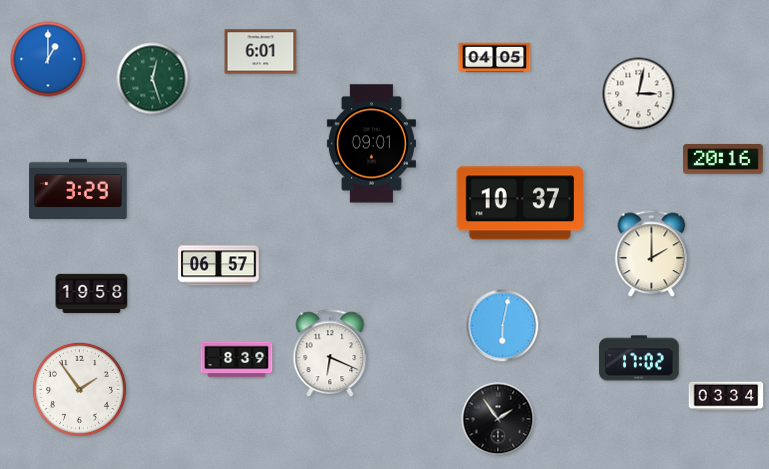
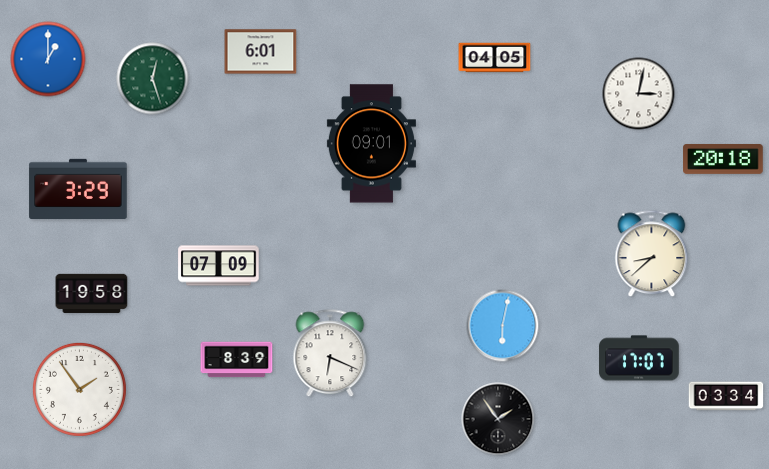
clock at (723, 159): 20:16 -> 20:18
clock at (520, 203): 10:37 -> none
clock at (652, 254): 2:00 -> 8:38
clock at (219, 266): 06:57 -> 07:09
clock at (639, 358): 17:02 -> 17:07
